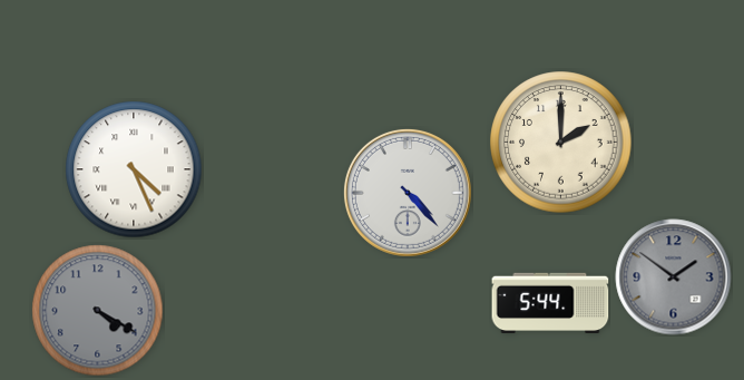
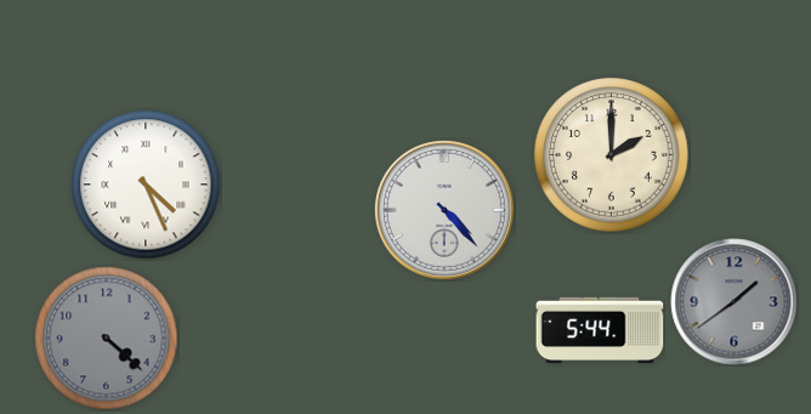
clock at (674, 277): 1:51 -> 1:39
clock at (98, 311): 4:20 -> 4:22
